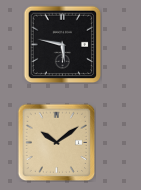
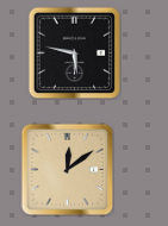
clock at (56, 142): 10:09 -> 12:09
